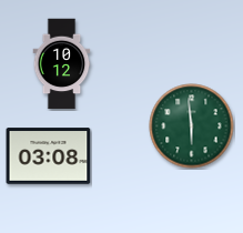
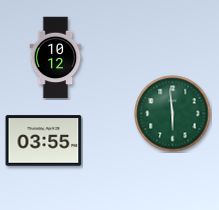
clock at (49, 156): 03:08 -> 03:55
